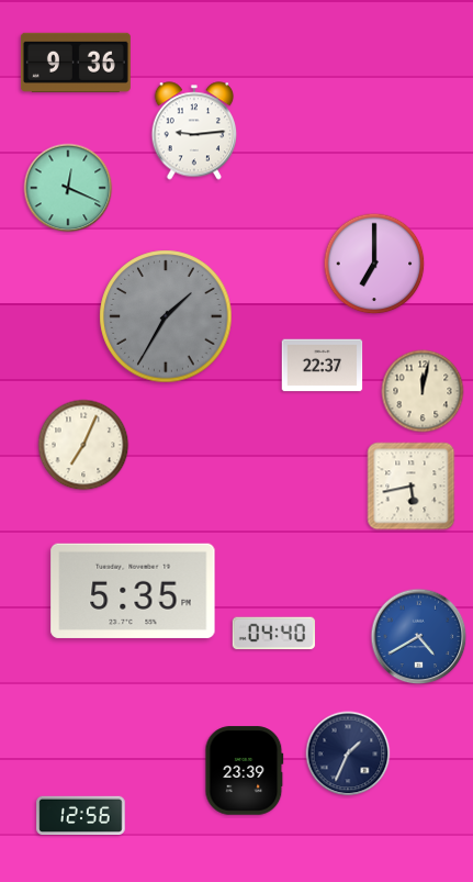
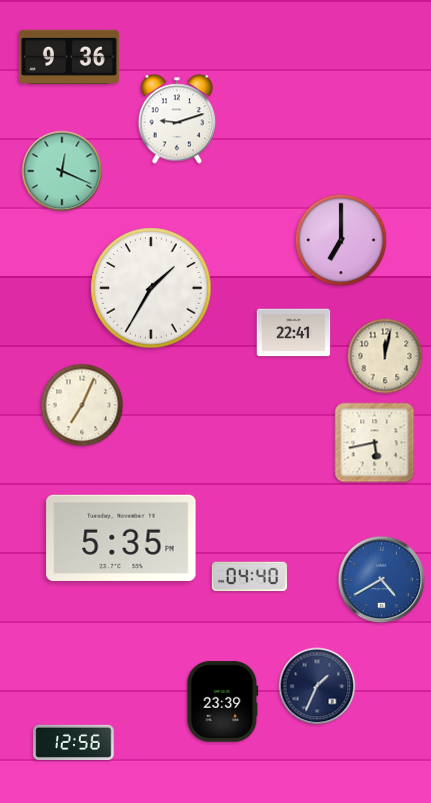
clock at (194, 131): 9:14 -> 9:12
clock at (166, 316) dial: grey -> white
clock at (323, 366): 22:37 -> 22:41
clock at (83, 445) position: (83, 445) -> (82, 405)
